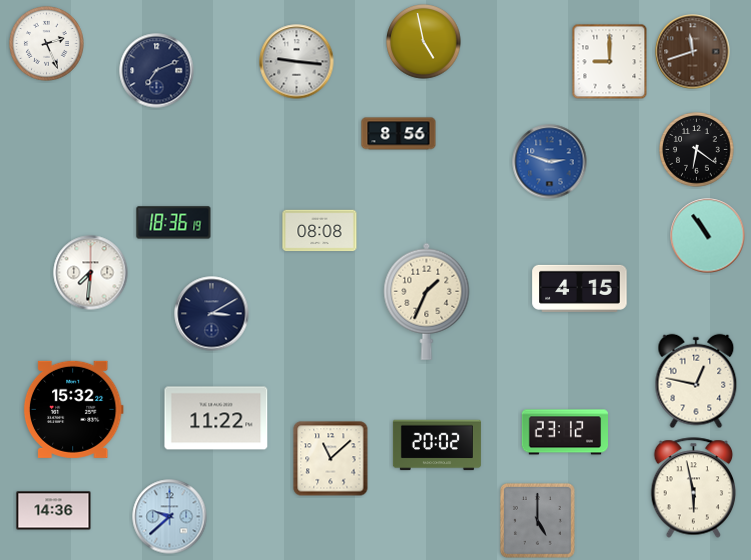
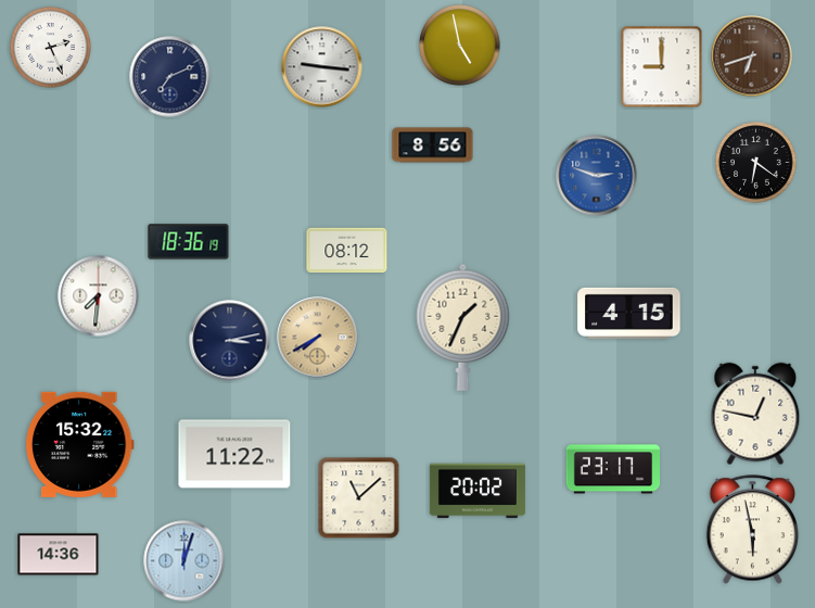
clock at (693, 52): 11:42 -> 6:42
clock at (320, 231): 08:08 -> 08:12
clock at (708, 236): 10:54 -> none
clock at (318, 338): none -> 7:40
clock at (212, 314): 3:10 -> 3:13
clock at (565, 432): 23:12 -> 23:17
clock at (437, 445) position: (437, 445) -> (477, 491)
clock at (170, 517): 9:38 -> 12:03
clock at (537, 520): 5:00 -> none
